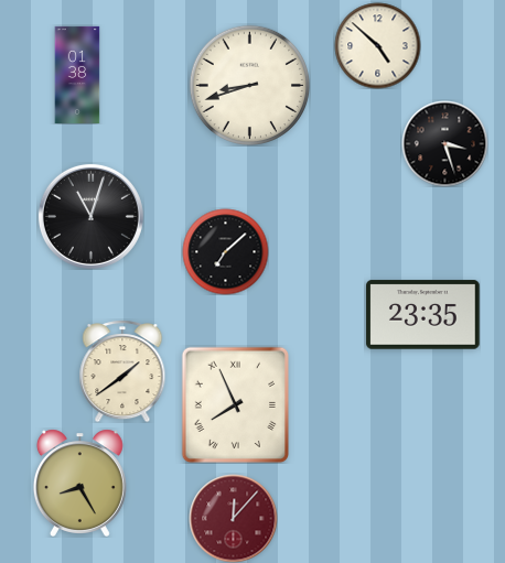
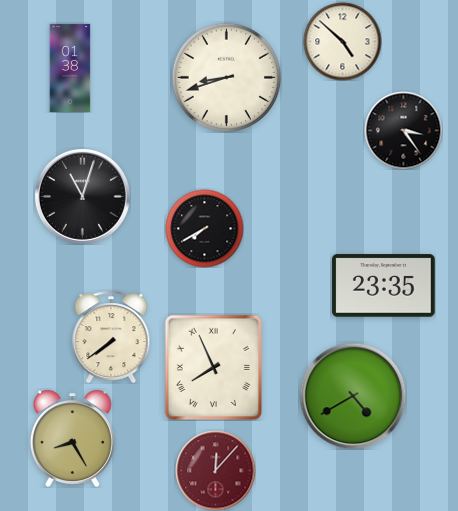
clock at (444, 143): 3:27 -> 3:24
clock at (225, 251): 7:08 -> 7:40
clock at (122, 371): 1:39 -> 7:39
clock at (353, 396): none -> 4:40
clock at (233, 518) position: (233, 518) -> (215, 470)
